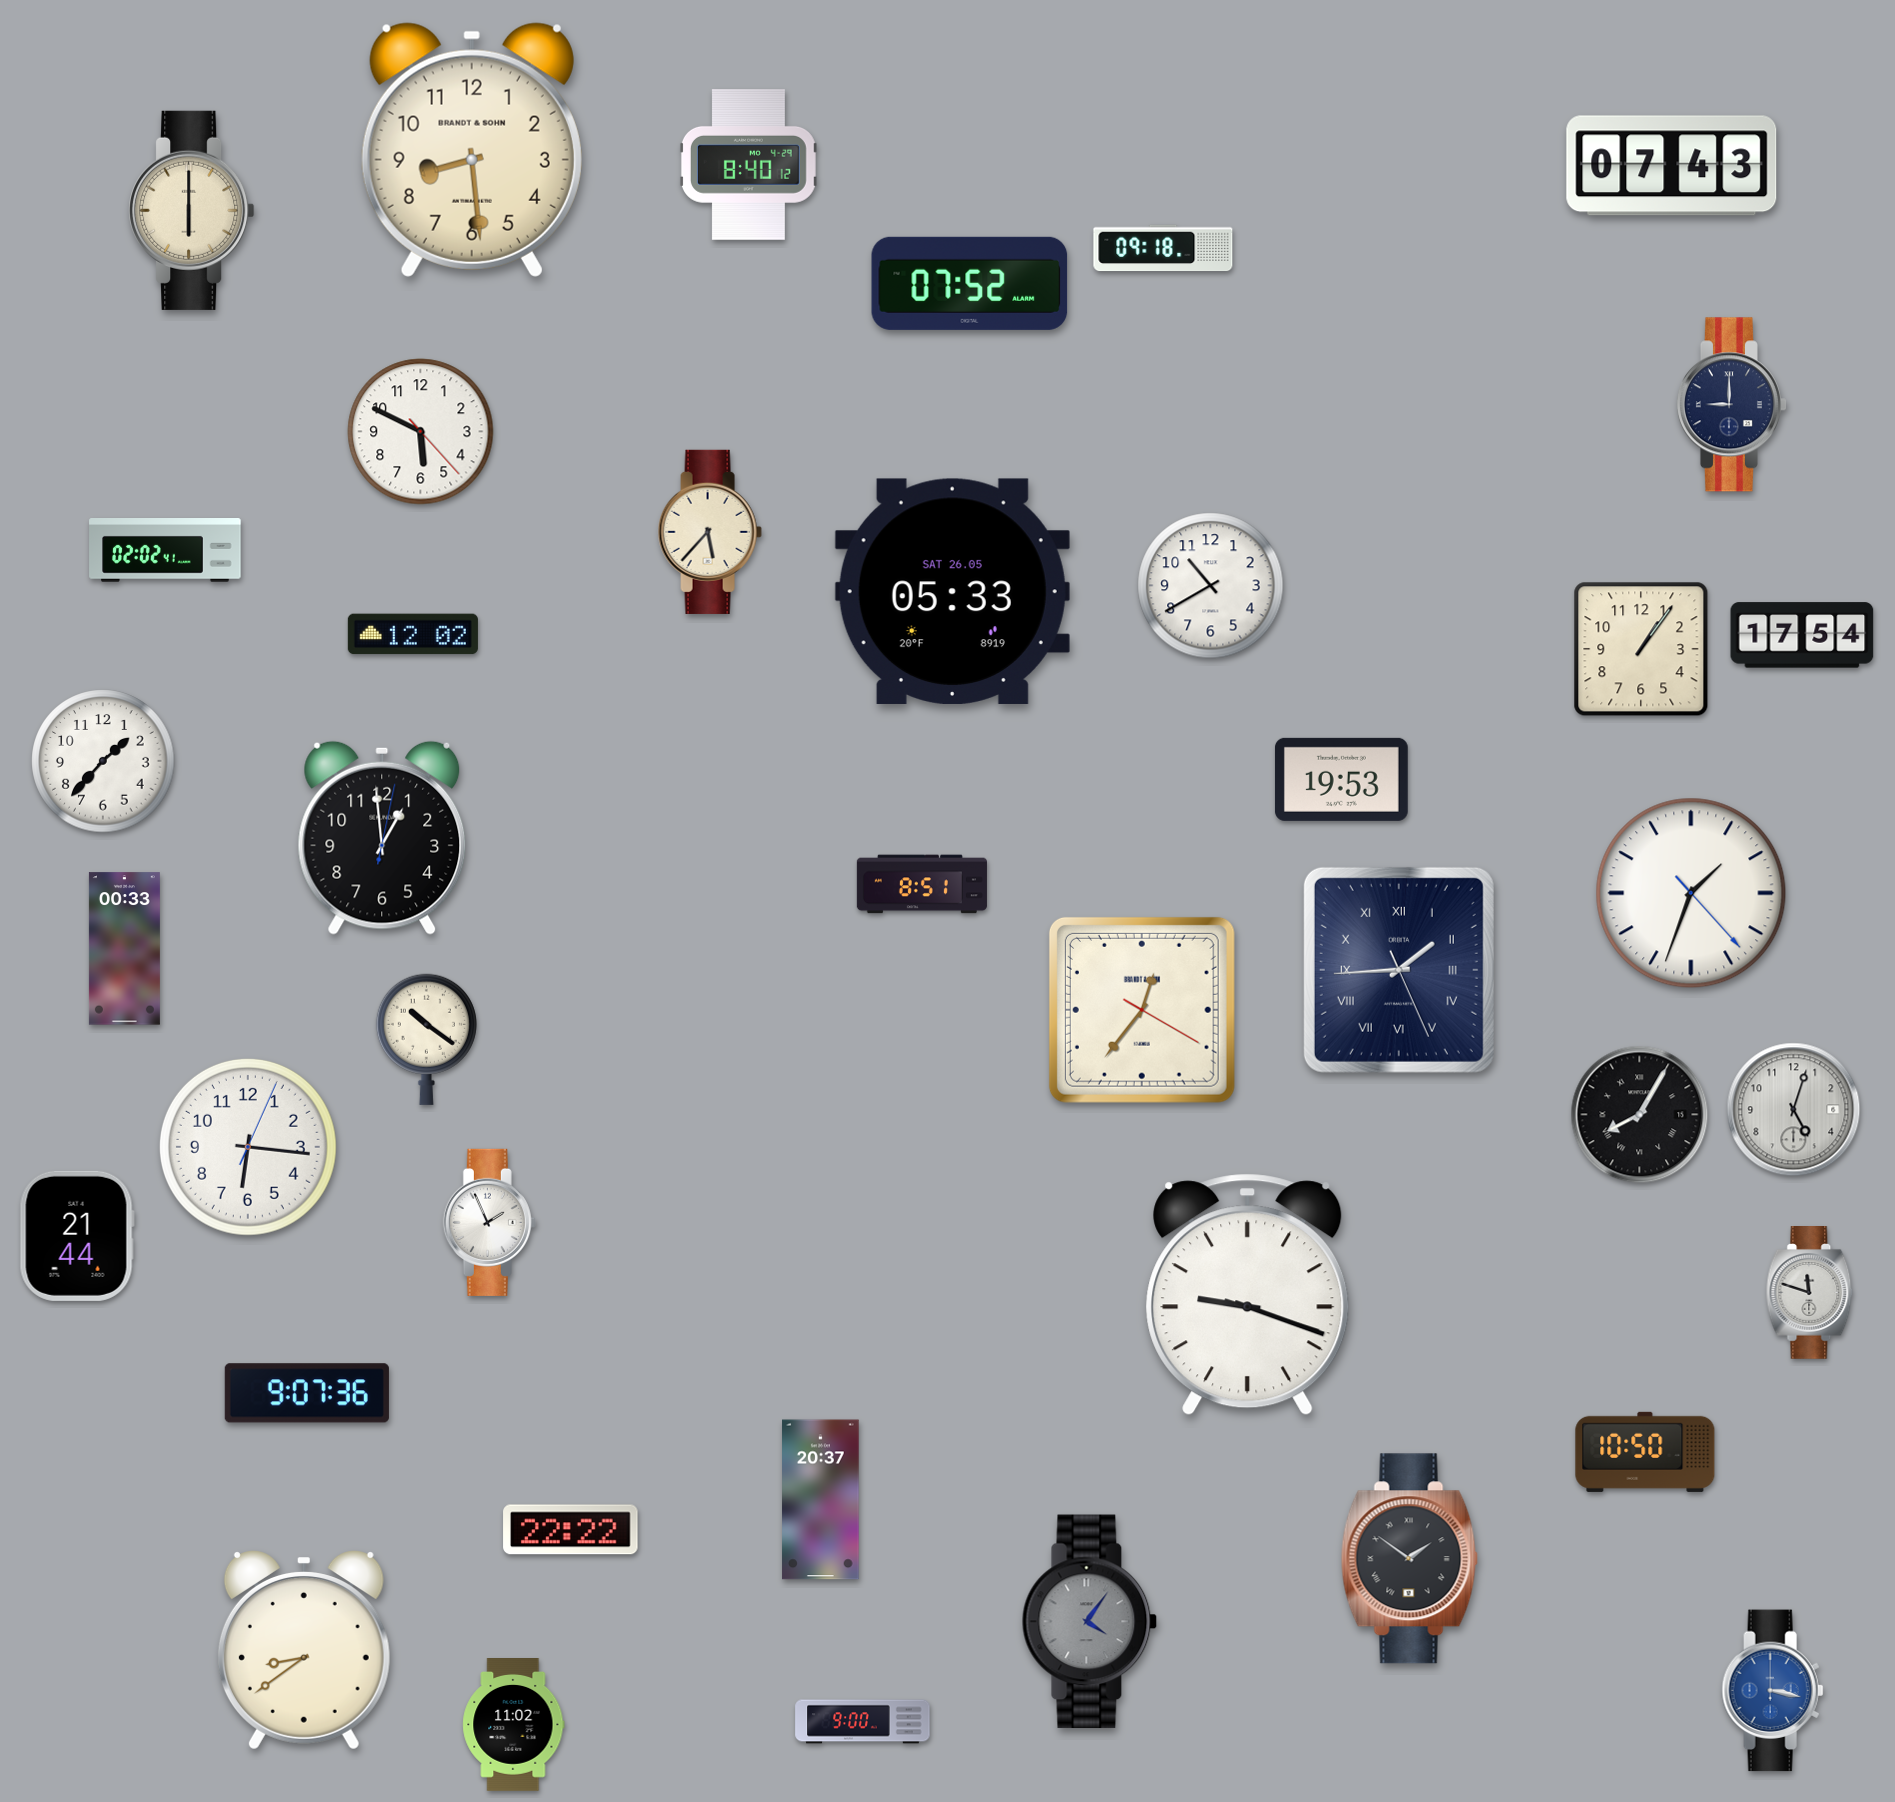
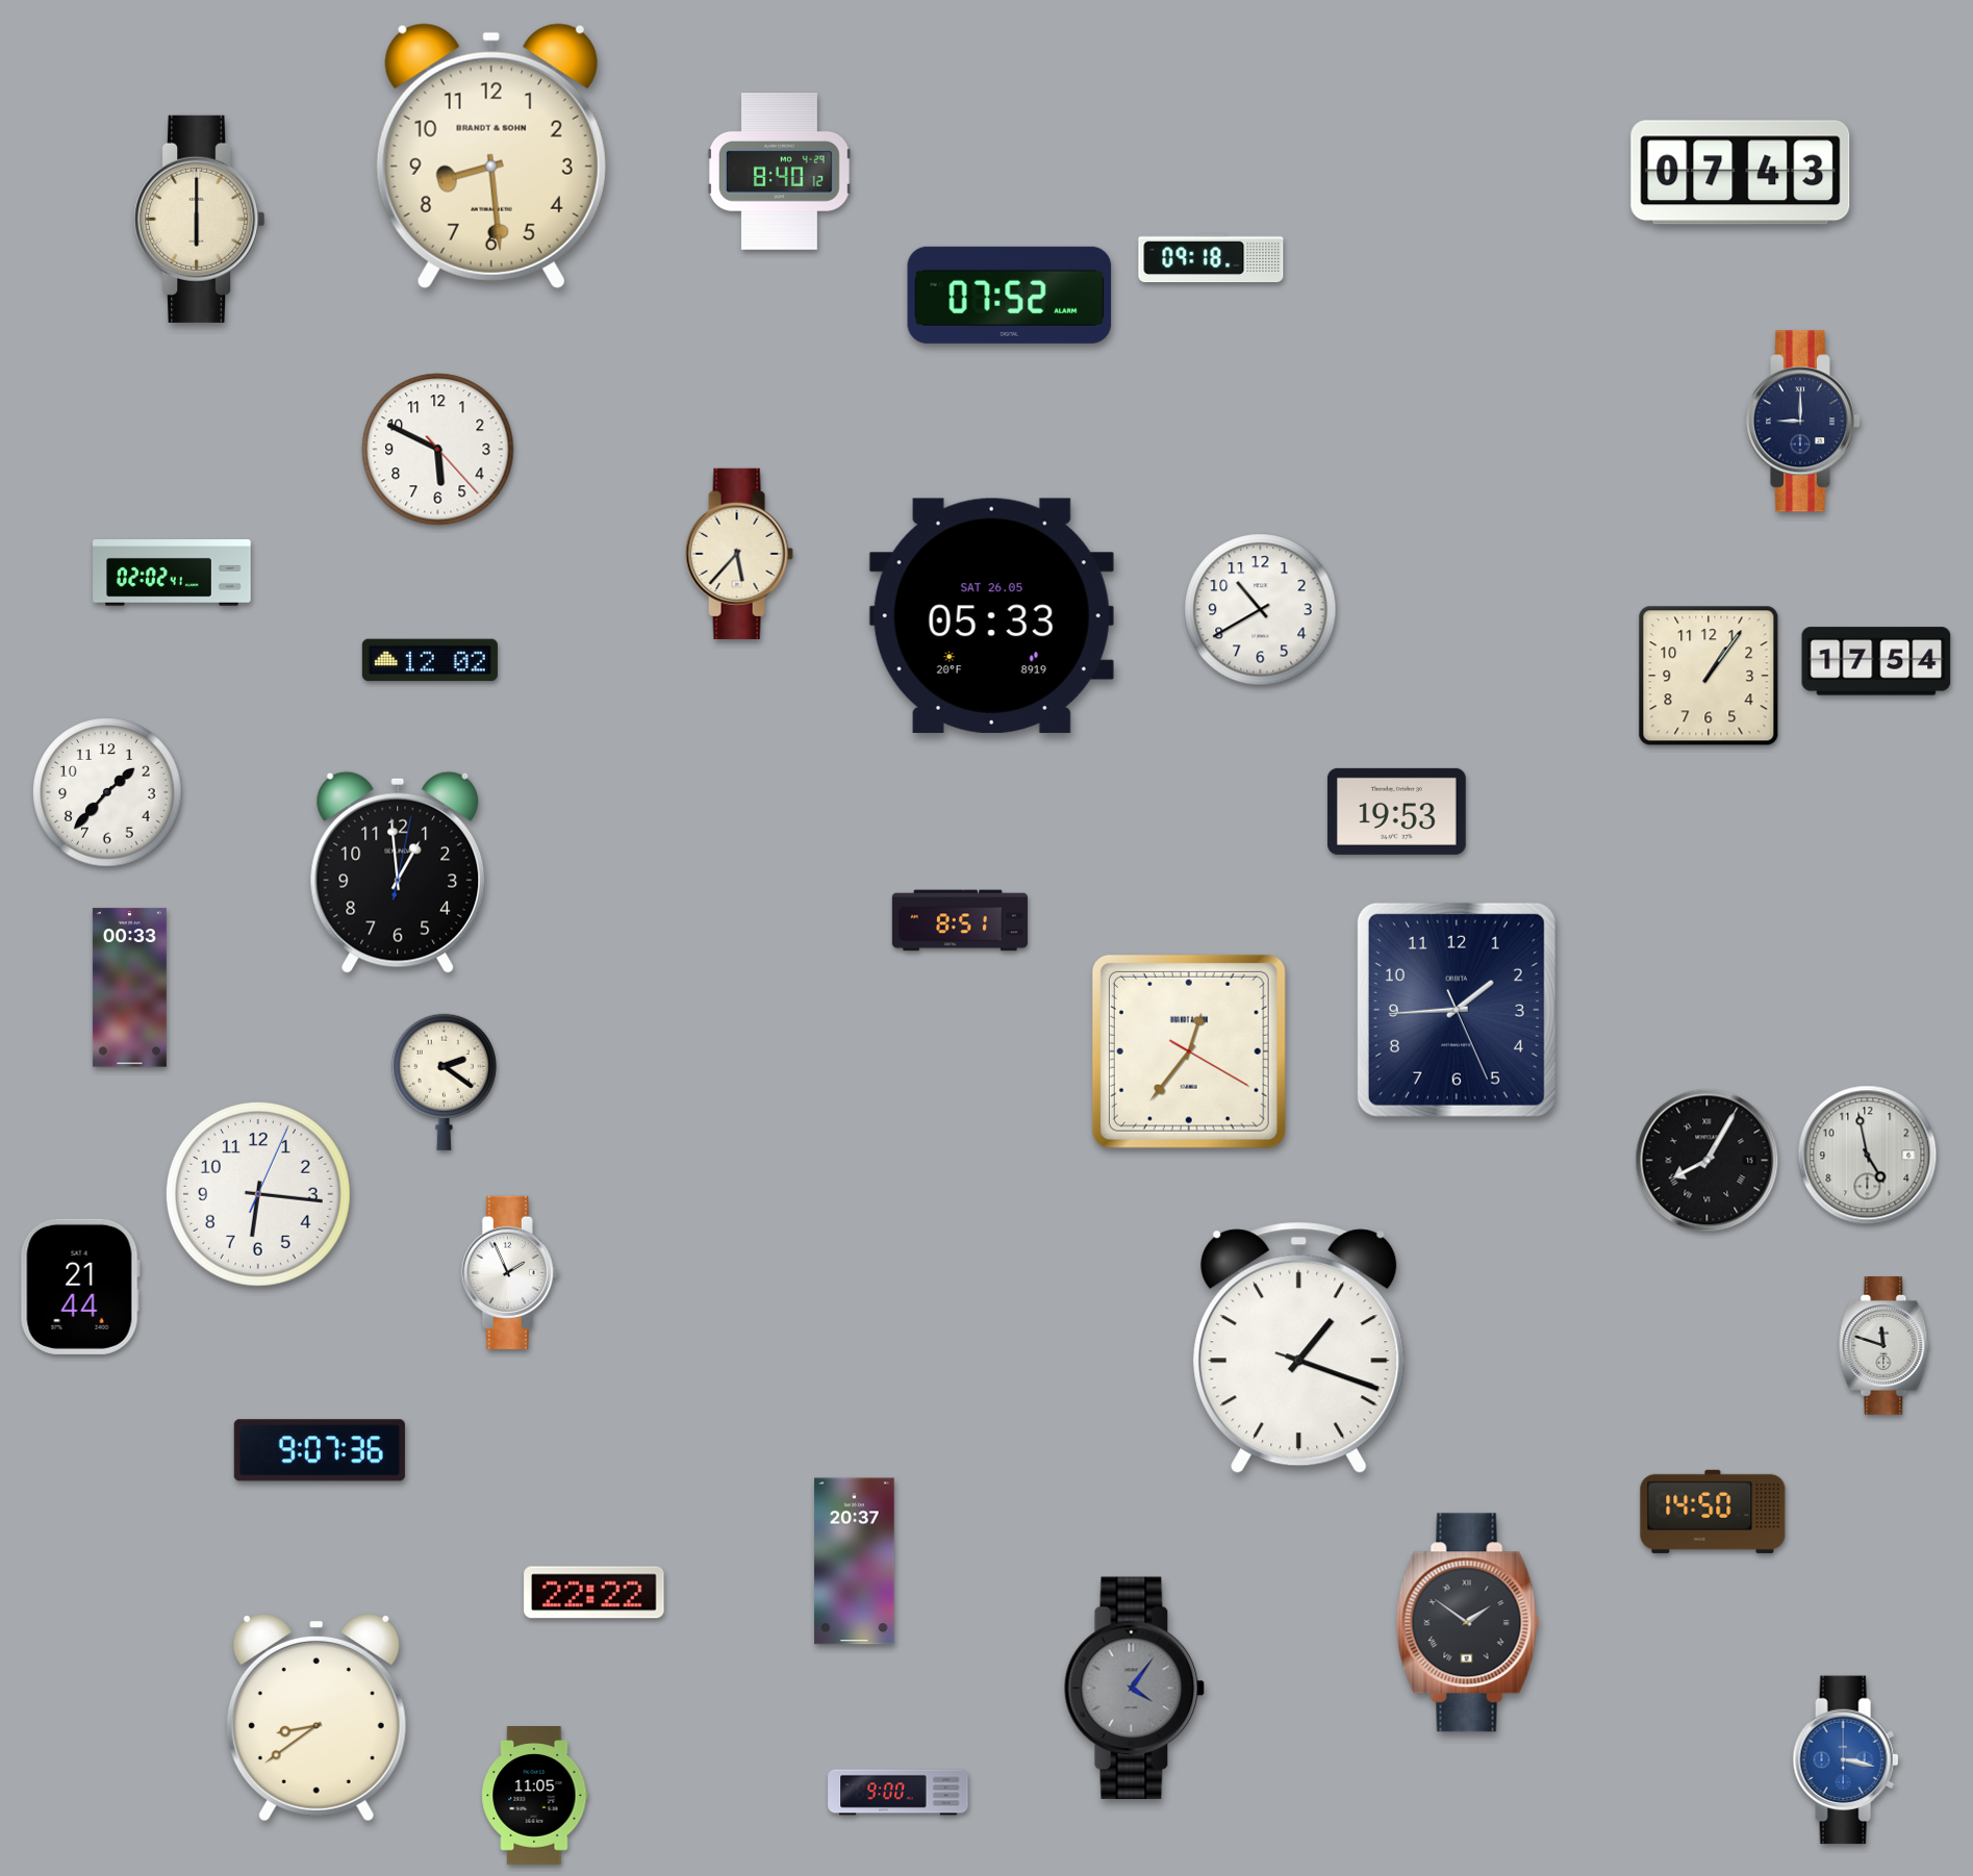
clock at (1691, 893): 1:33 -> none
clock at (1399, 970) numerals: Roman -> Arabic
clock at (426, 1039): 10:21 -> 2:21
clock at (1794, 1110): 5:03 -> 4:58
clock at (1248, 1295): 9:18 -> 1:18
clock at (1645, 1452): 10:50 -> 14:50
clock at (514, 1725): 11:02 -> 11:05
